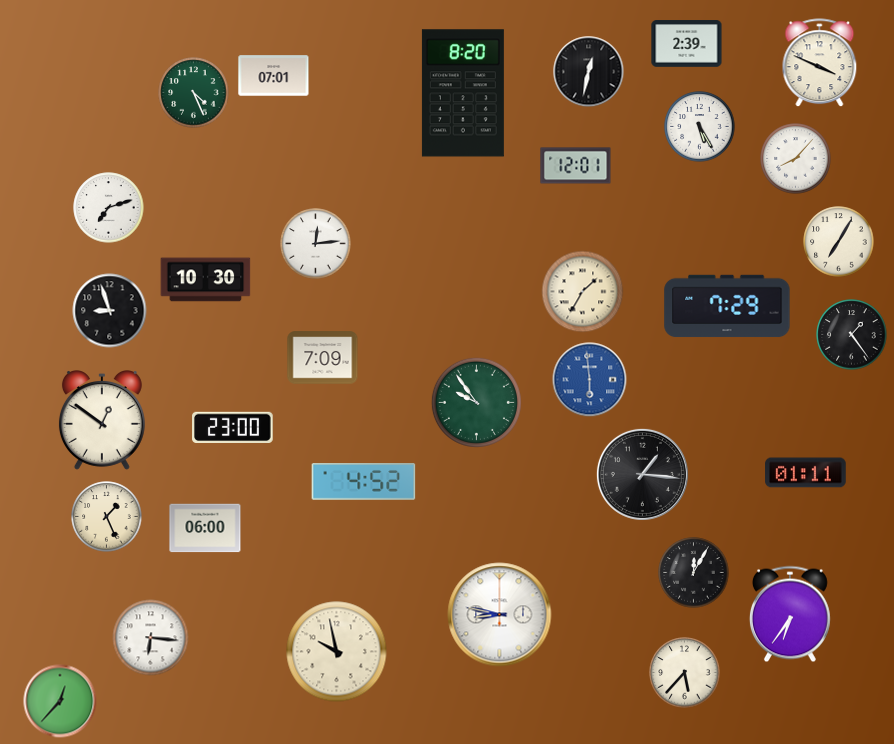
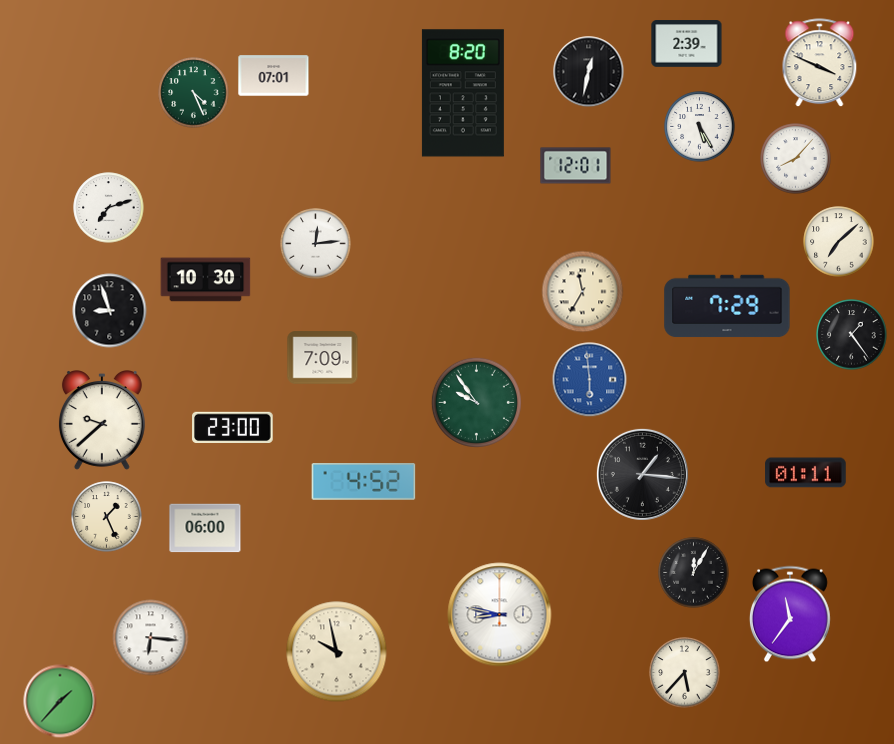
clock at (839, 242): 7:05 -> 7:08
clock at (583, 292): 1:35 -> 11:35
clock at (102, 421): 12:51 -> 9:38
clock at (790, 614): 6:36 -> 11:36
clock at (60, 701): 12:37 -> 1:37
